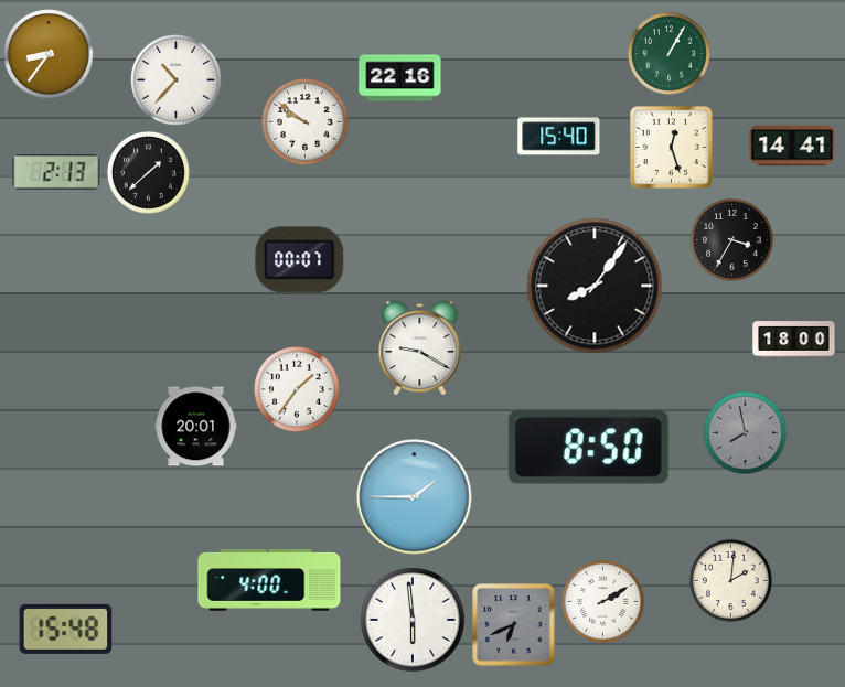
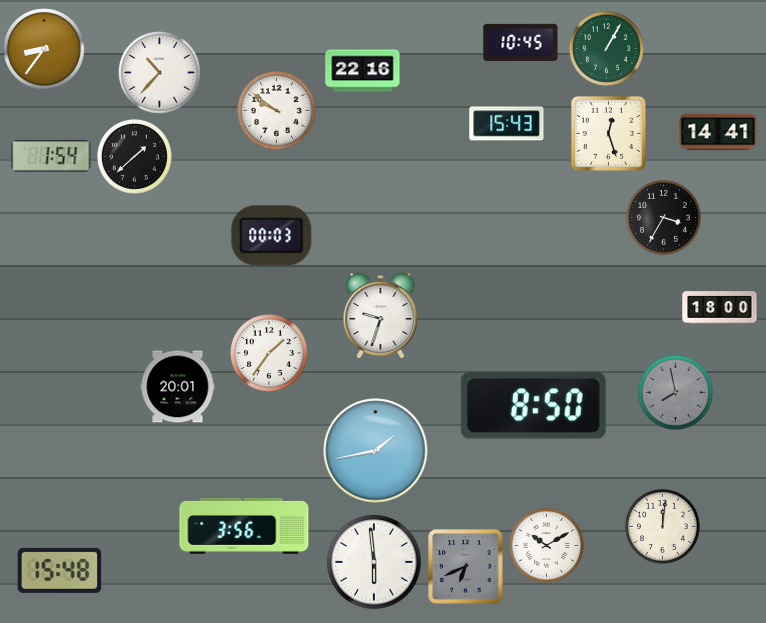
clock at (521, 42): none -> 10:45
clock at (559, 137): 15:40 -> 15:43
clock at (56, 172): 2:13 -> 1:54
clock at (300, 260): 00:07 -> 00:03
clock at (595, 286): 8:06 -> none
clock at (420, 348): 9:20 -> 9:33
clock at (415, 497): 1:45 -> 1:43
clock at (269, 580): 4:00 -> 3:56
clock at (730, 580): 2:01 -> 12:01
clock at (602, 601): 2:10 -> 10:10
